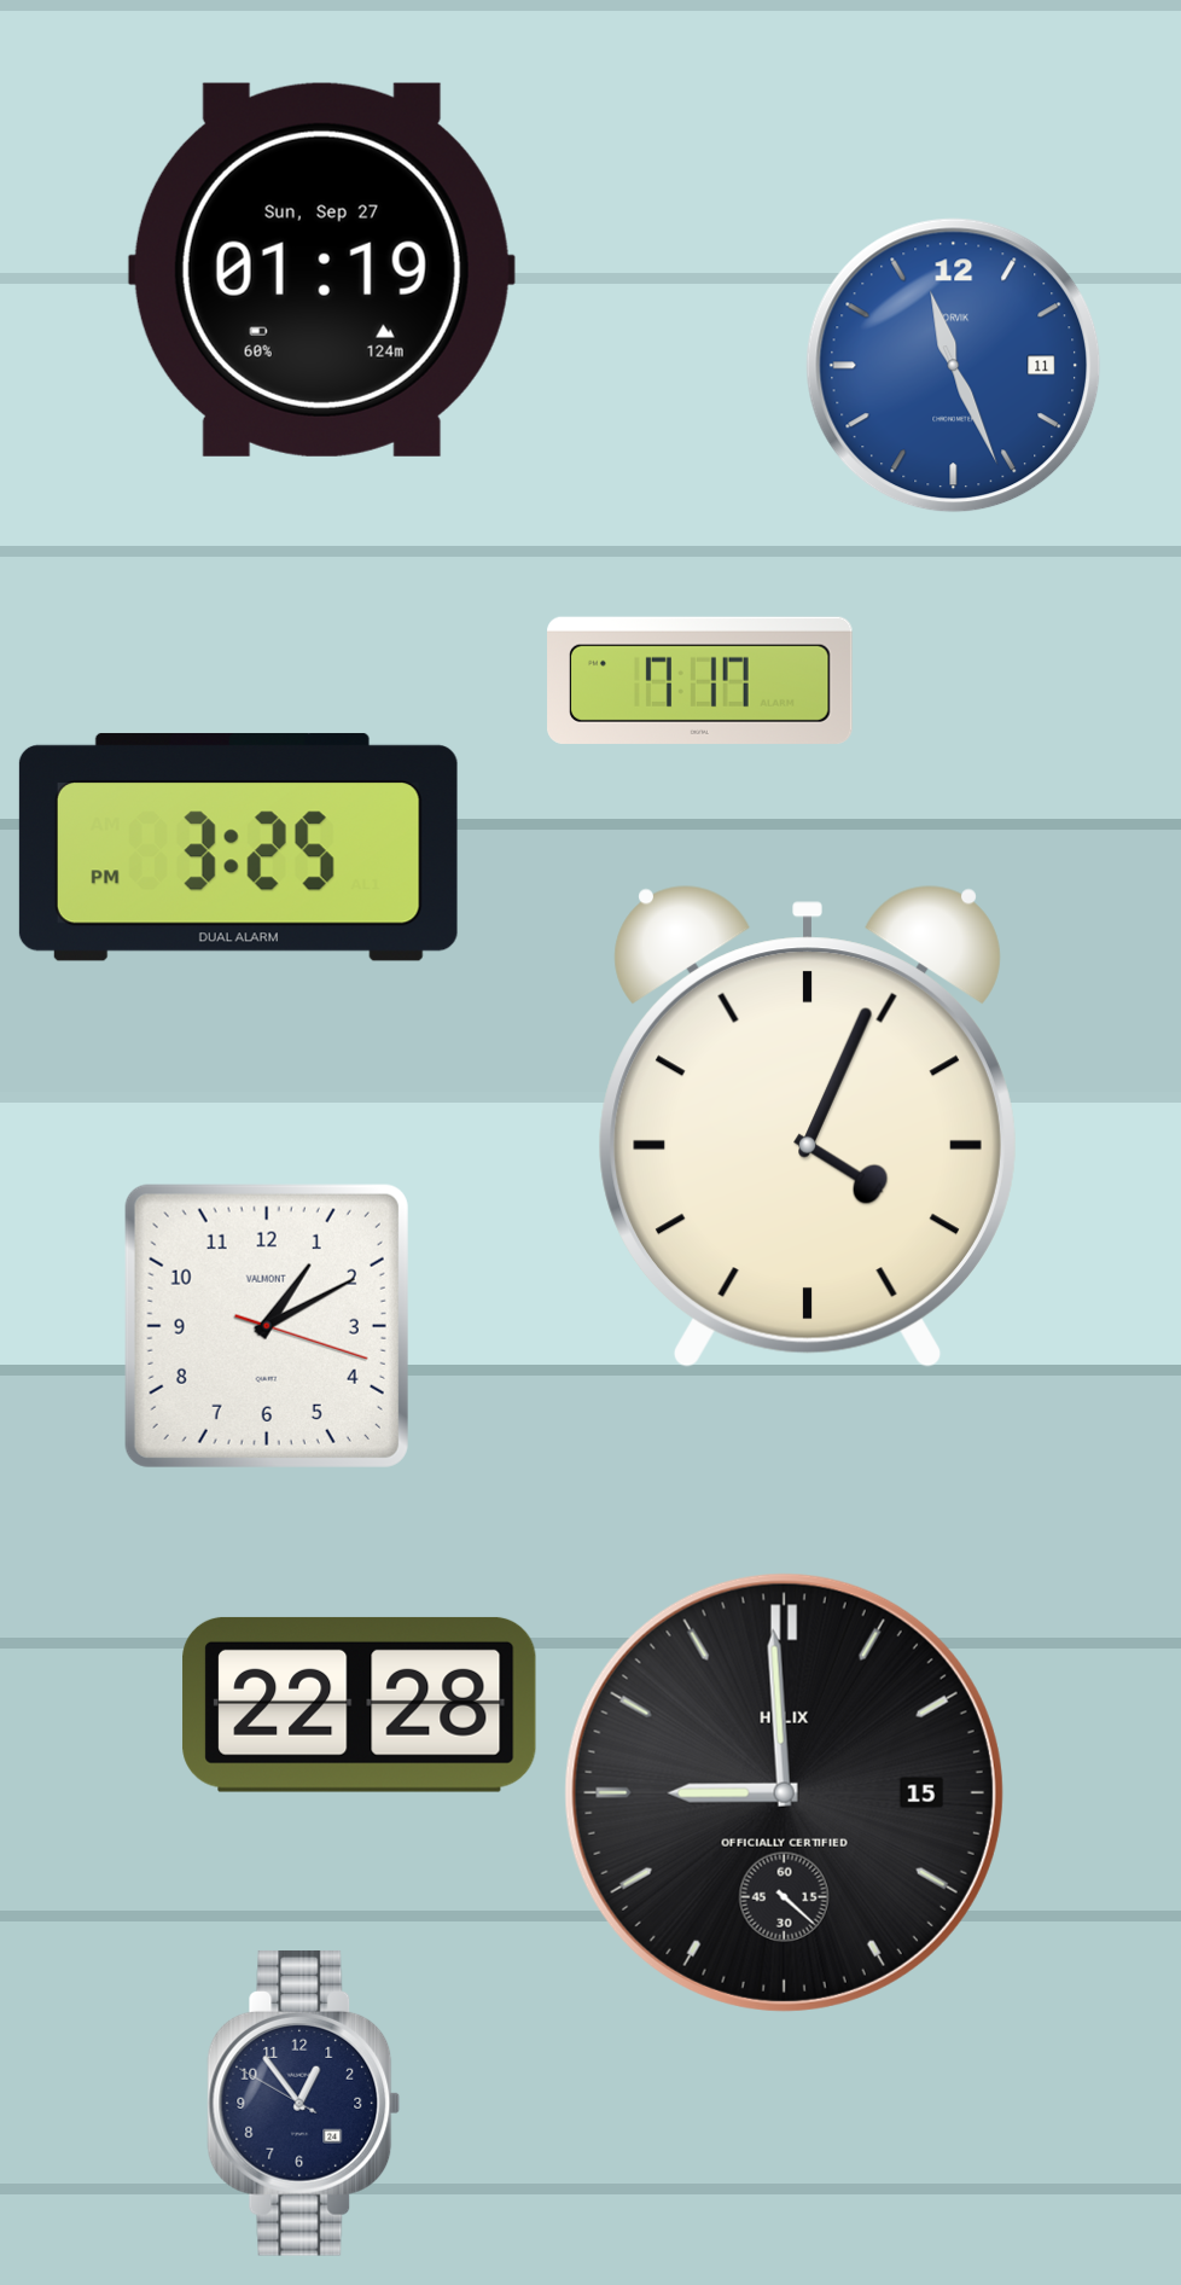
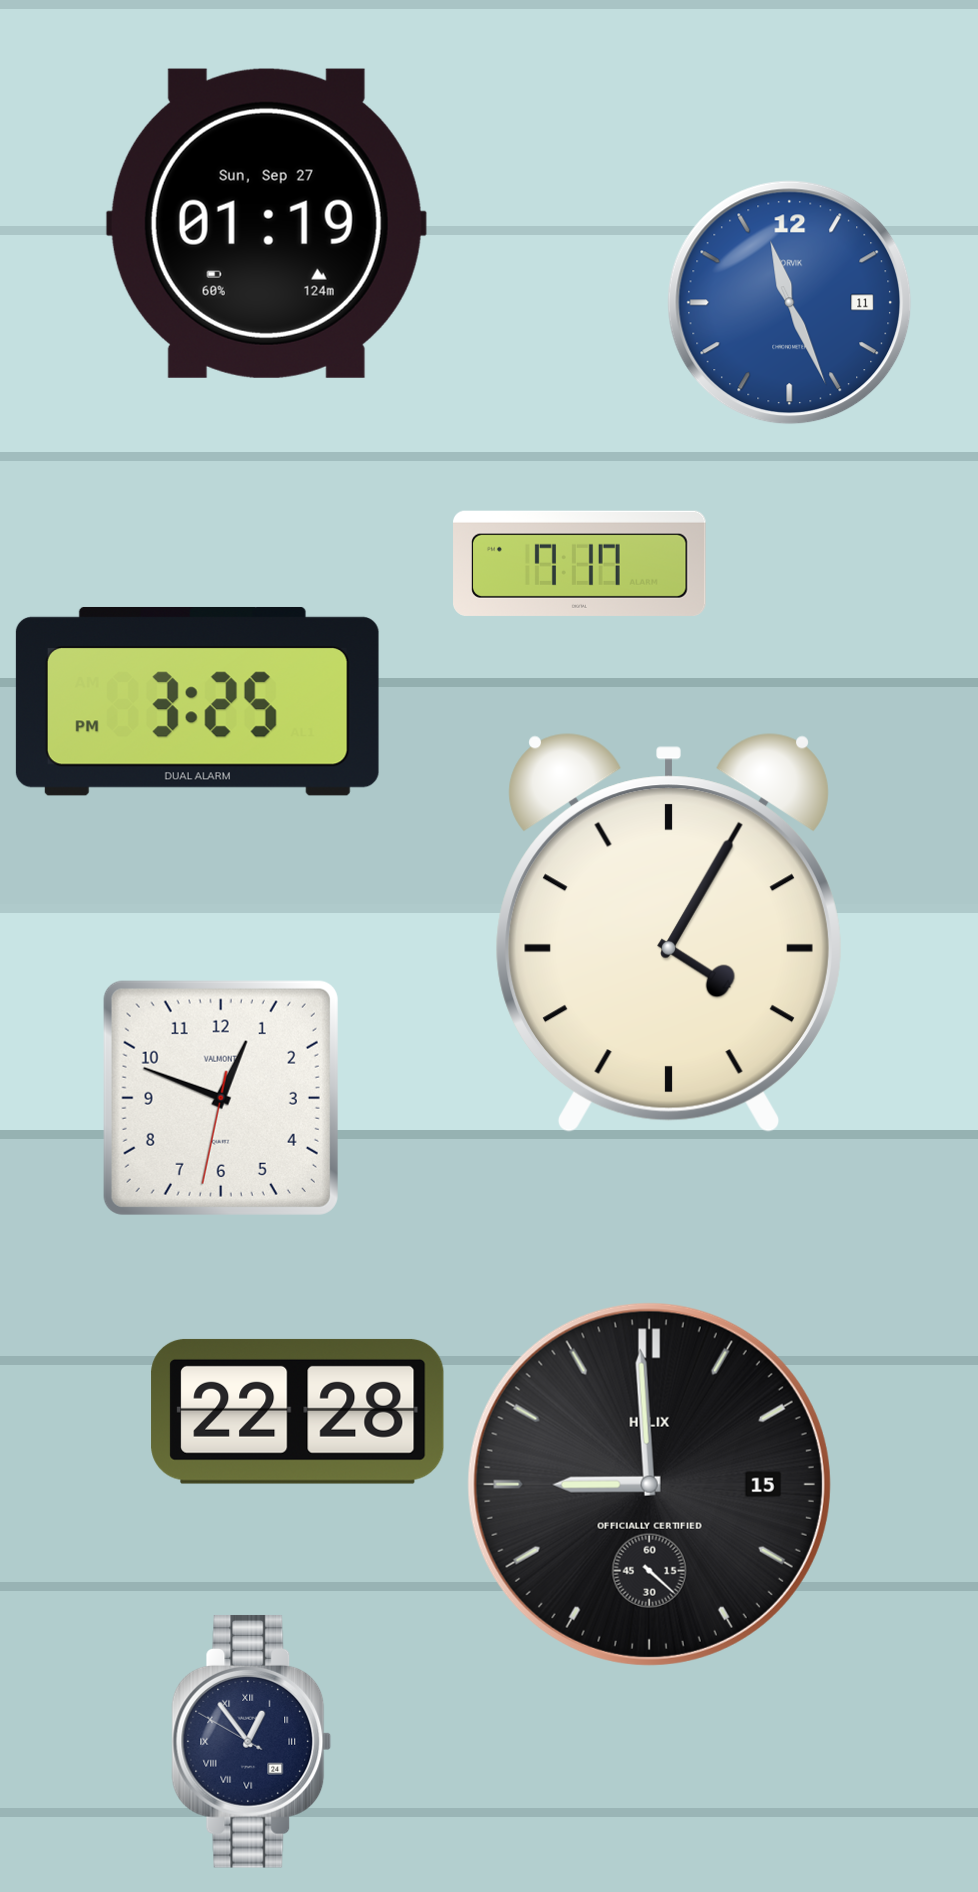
clock at (808, 1127): 4:04 -> 4:05
clock at (267, 1326): 1:10 -> 12:48
clock at (304, 2103) numerals: Arabic -> Roman
